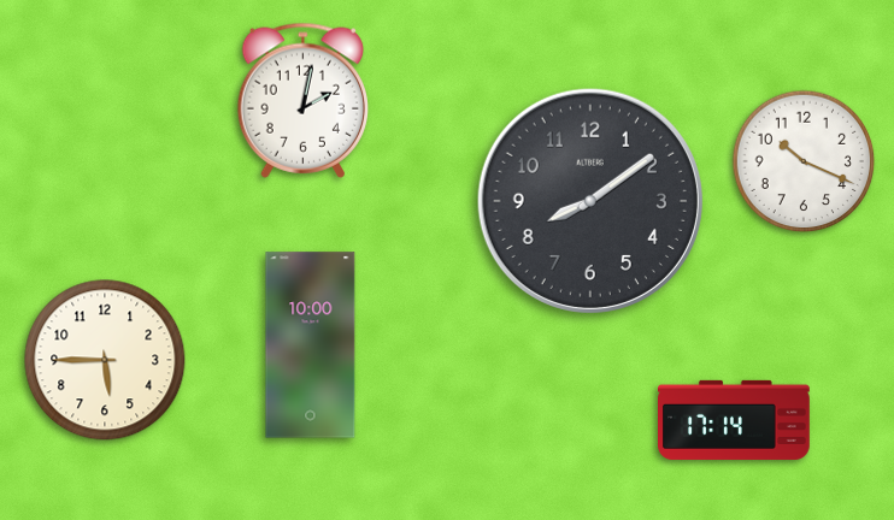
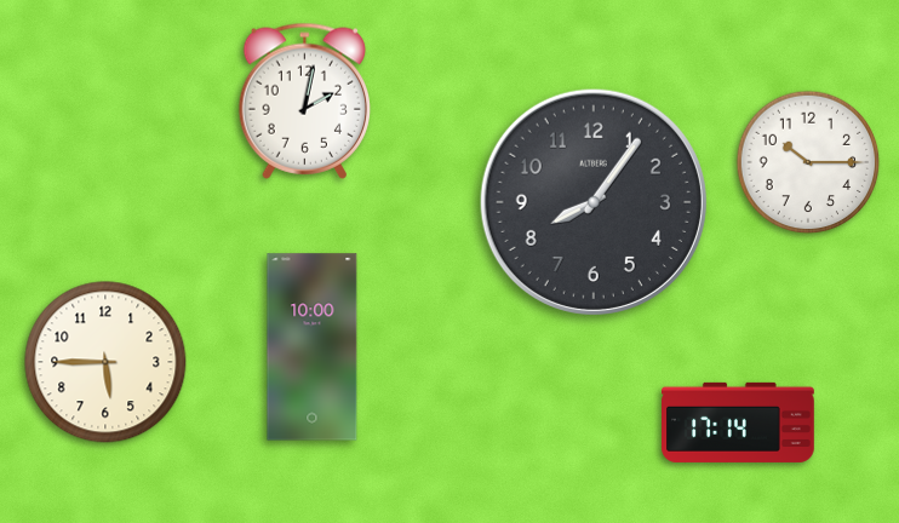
clock at (804, 161): 10:19 -> 10:15
clock at (590, 201): 8:09 -> 8:06
